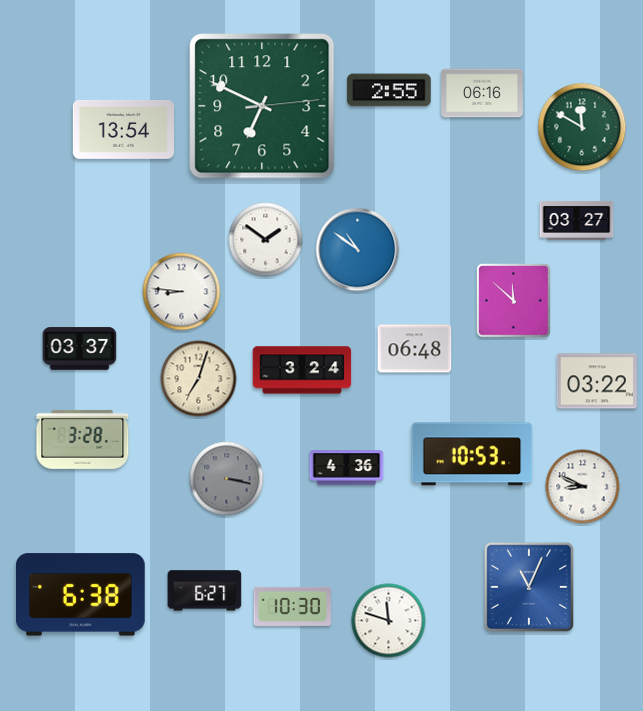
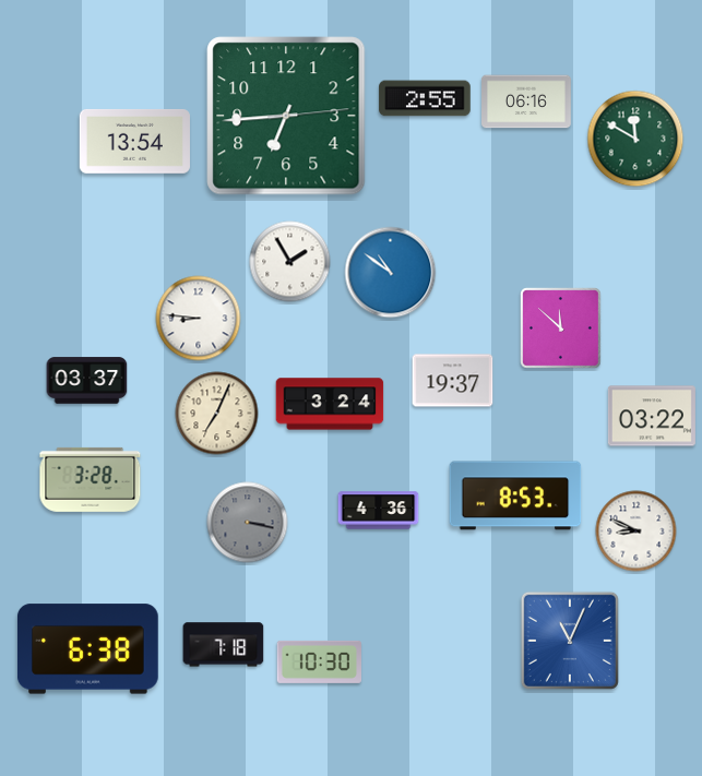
clock at (262, 106): 6:49 -> 6:44
clock at (577, 221): 03:27 -> none
clock at (266, 240): 1:51 -> 1:55
clock at (415, 349): 06:48 -> 19:37
clock at (199, 379): 7:03 -> 7:04
clock at (472, 454): 10:53 -> 8:53
clock at (529, 587) position: (529, 587) -> (570, 641)
clock at (205, 591): 6:27 -> 7:18
clock at (389, 621): 11:48 -> none
